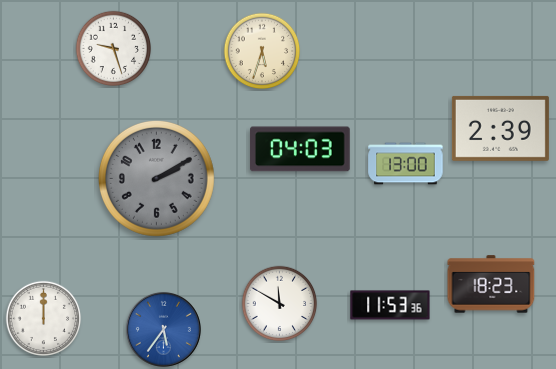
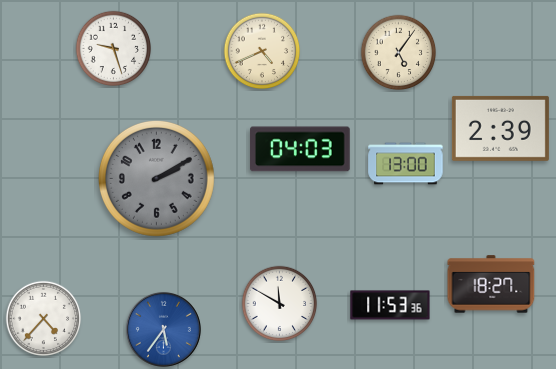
clock at (262, 51): 5:33 -> 4:41
clock at (399, 53): none -> 5:06
clock at (491, 284): 18:23 -> 18:27
clock at (44, 319): 12:00 -> 4:37
